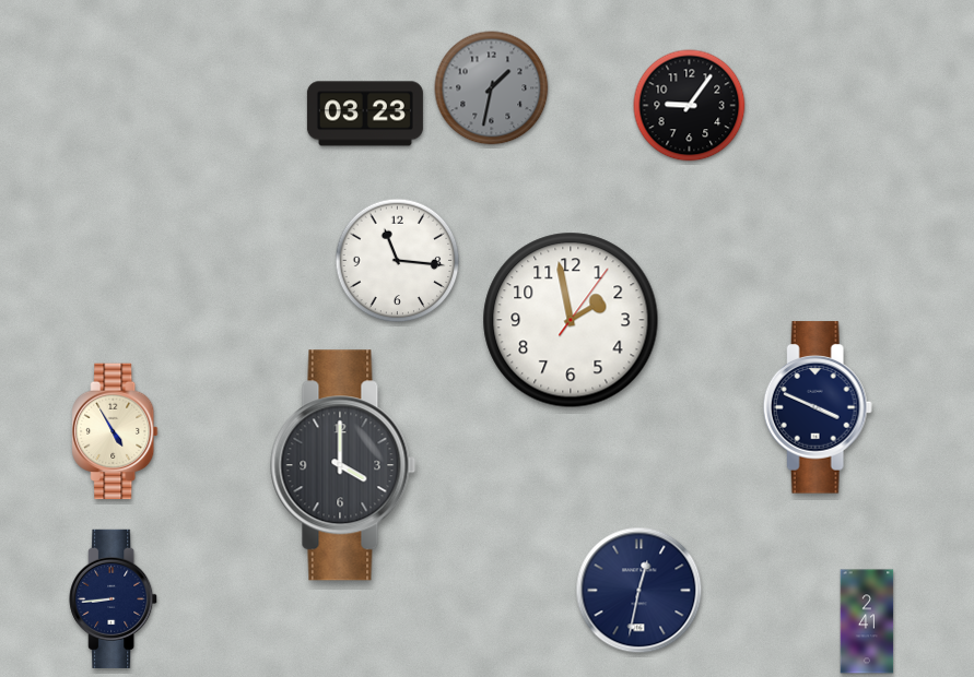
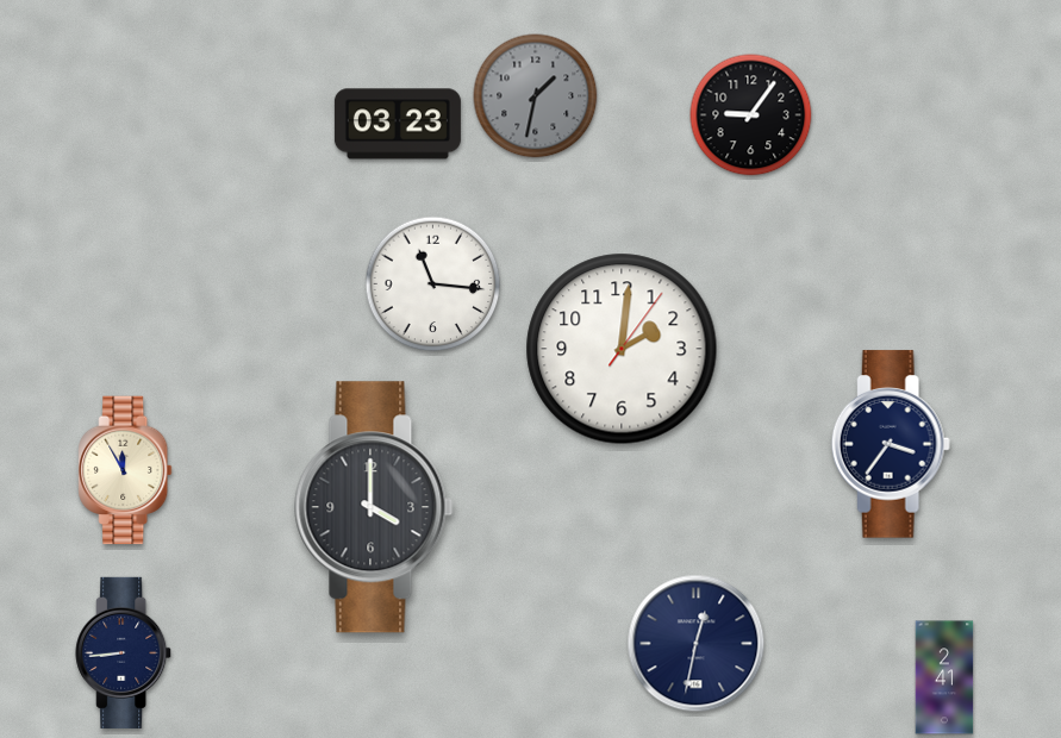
clock at (571, 320): 1:58 -> 2:01
clock at (818, 407): 3:49 -> 3:36
clock at (115, 431): 4:55 -> 11:55
